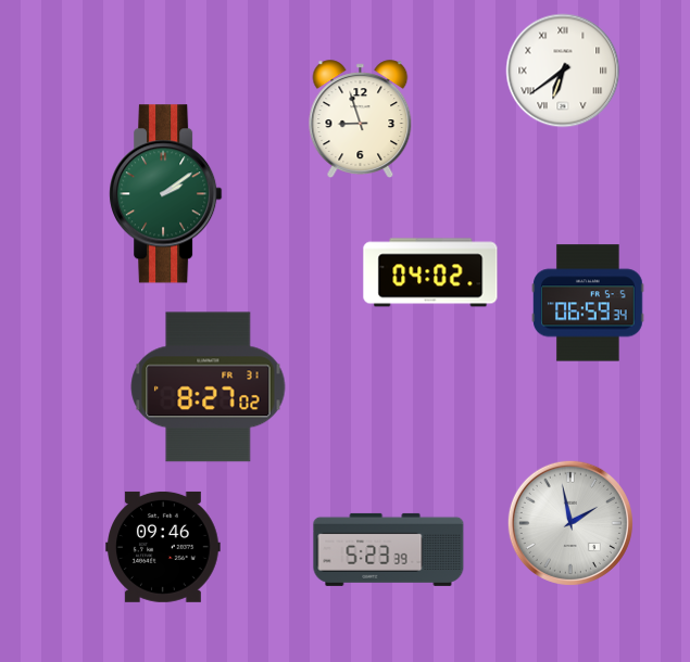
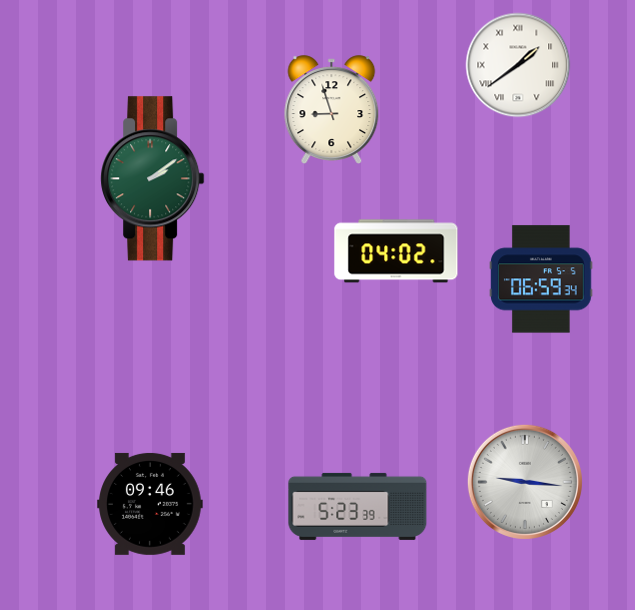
clock at (563, 71): 6:39 -> 1:39
clock at (209, 387): 8:27 -> none
clock at (570, 523): 1:58 -> 9:16
